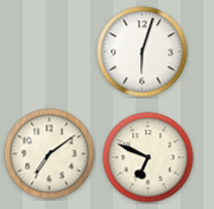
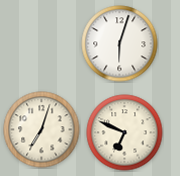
clock at (50, 154): 7:09 -> 7:03
